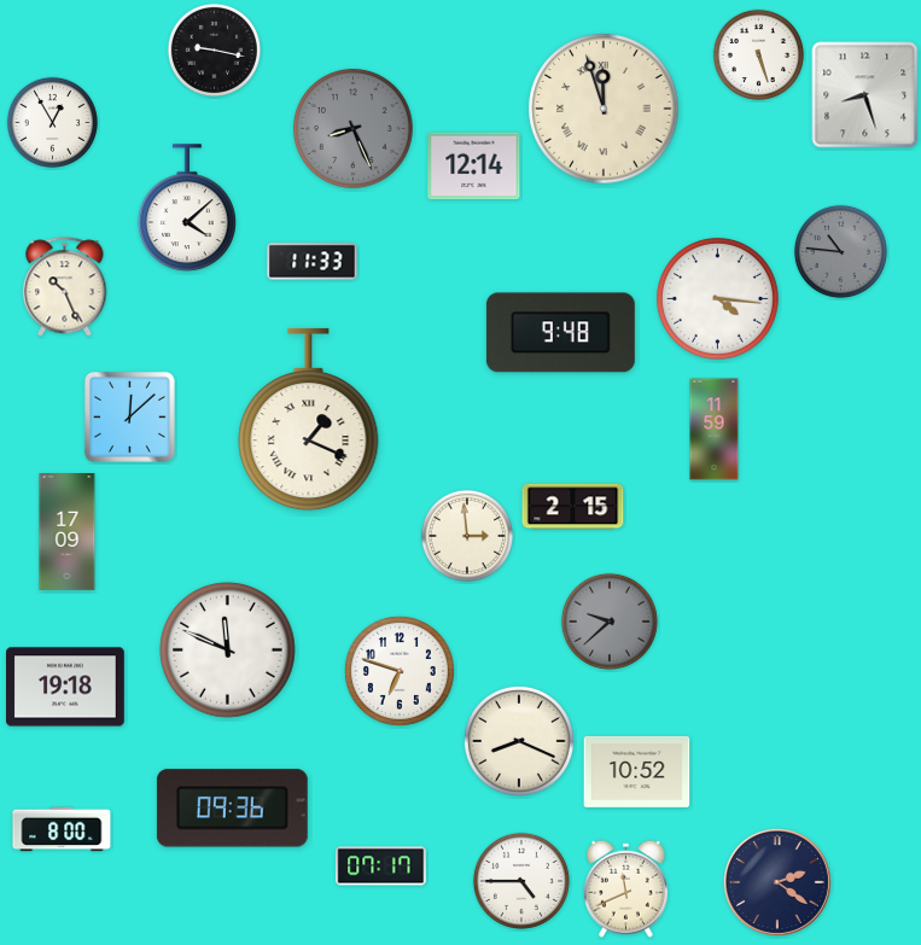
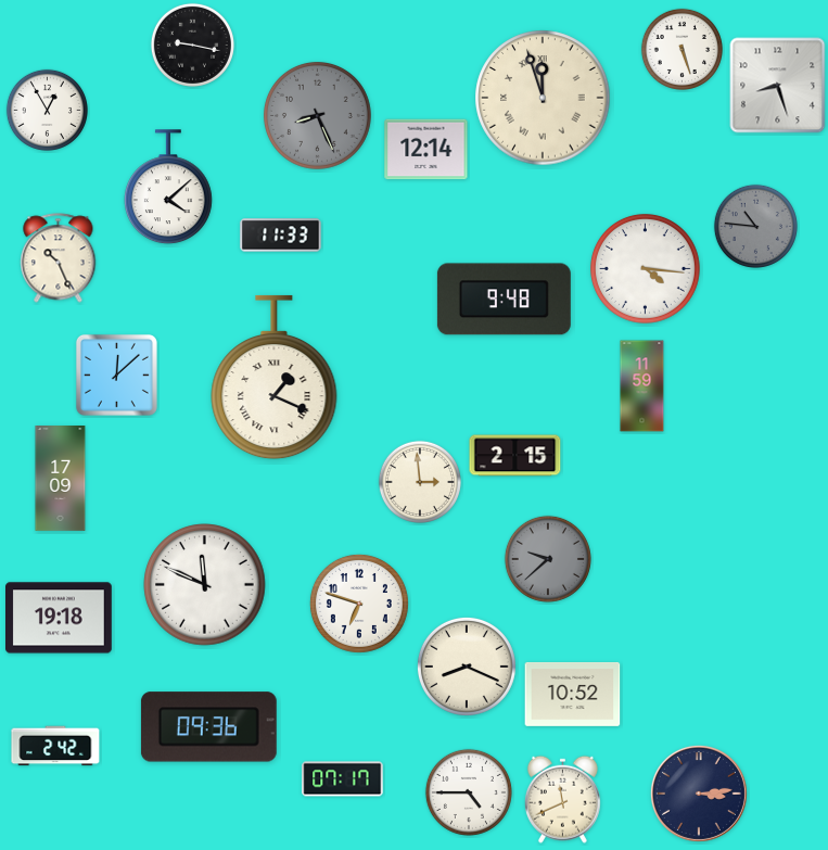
clock at (309, 420) position: (309, 420) -> (275, 378)
clock at (62, 829): 8:00 -> 2:42
clock at (777, 882): 2:21 -> 3:14
